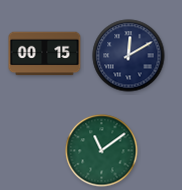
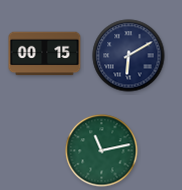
clock at (129, 56): 12:10 -> 6:10
clock at (102, 151): 11:09 -> 11:13
